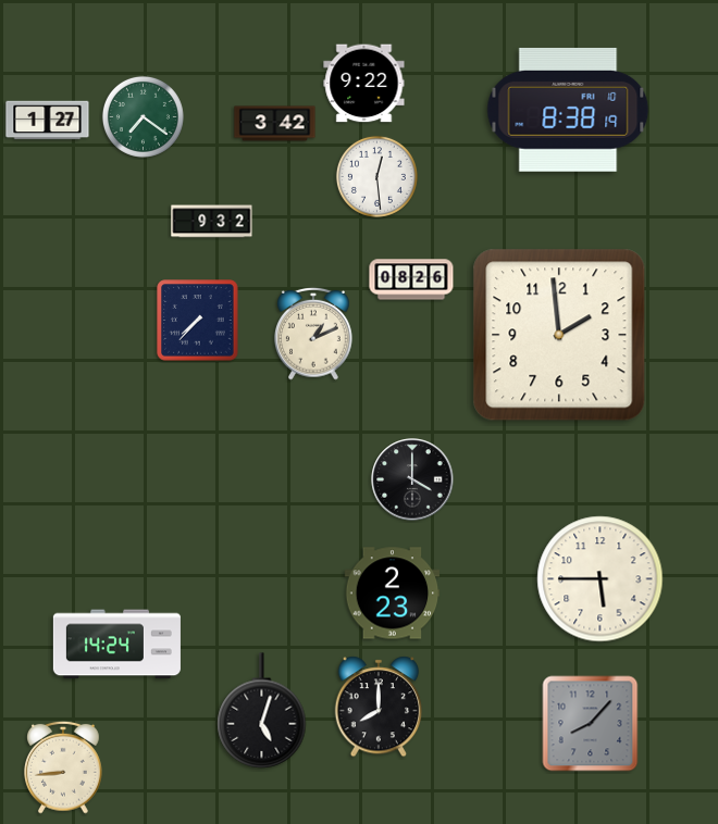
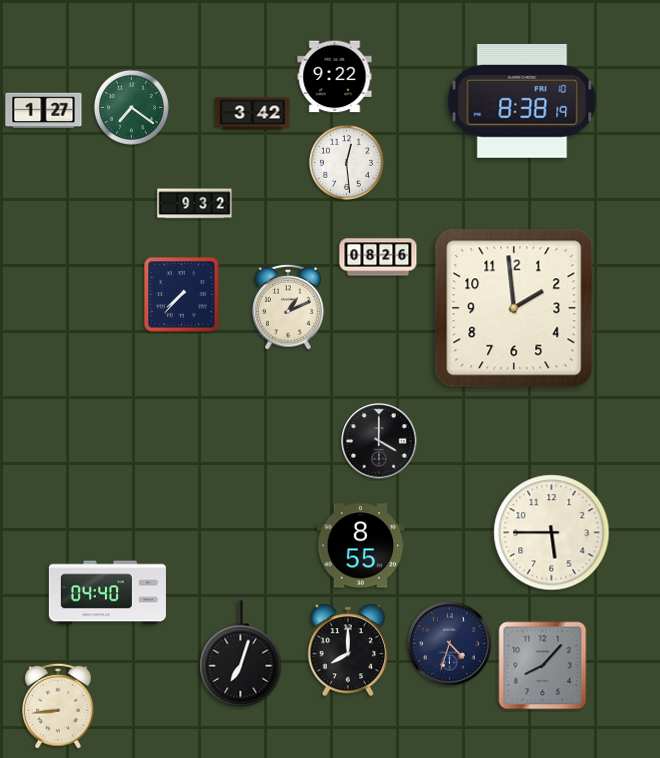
clock at (393, 594): 2:23 -> 8:55
clock at (116, 645): 14:24 -> 04:40
clock at (450, 644): none -> 4:33
clock at (262, 711): 5:03 -> 7:03
